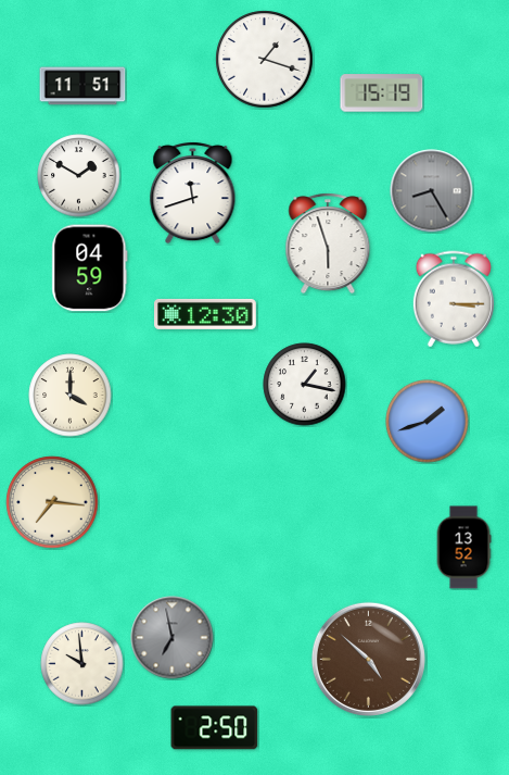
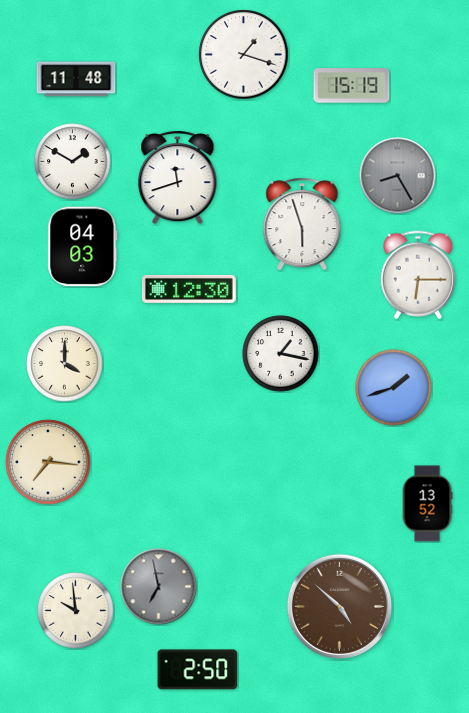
clock at (82, 86): 11:51 -> 11:48
clock at (90, 268): 04:59 -> 04:03
clock at (454, 299): 3:15 -> 6:15
